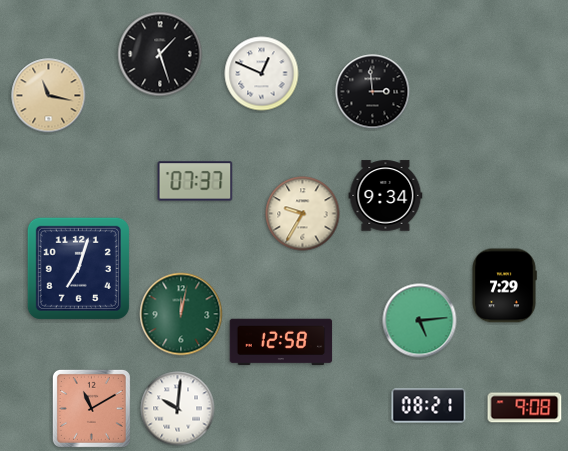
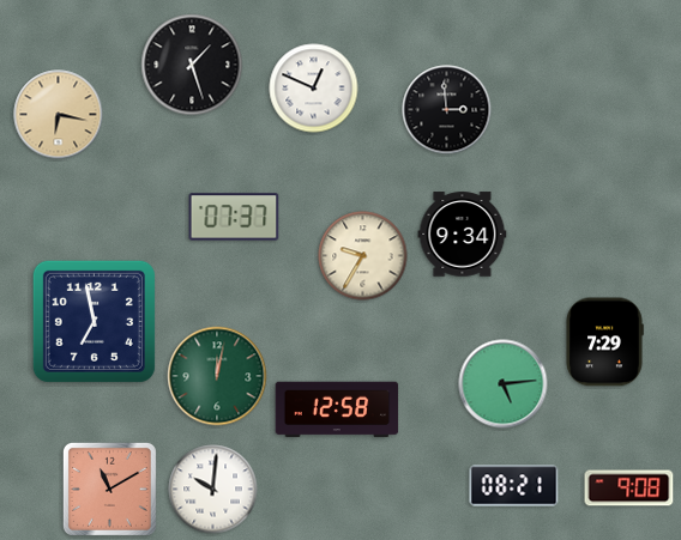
clock at (49, 96): 11:17 -> 6:17
clock at (78, 268): 7:03 -> 6:58
